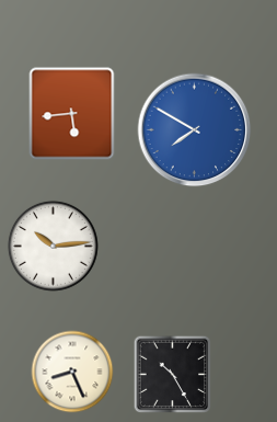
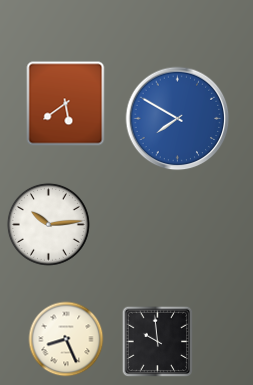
clock at (72, 114): 5:44 -> 5:39
clock at (173, 375): 10:25 -> 9:59
